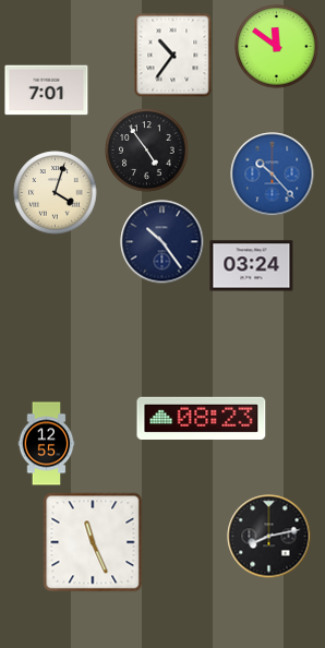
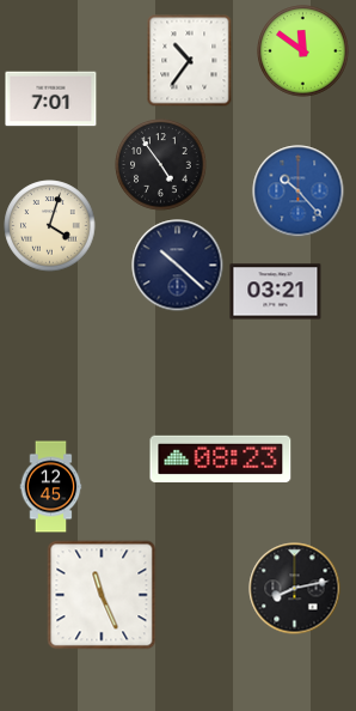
clock at (56, 193) position: (56, 193) -> (50, 226)
clock at (162, 242): 10:24 -> 10:22
clock at (252, 266): 03:24 -> 03:21
clock at (47, 444): 12:55 -> 12:45
